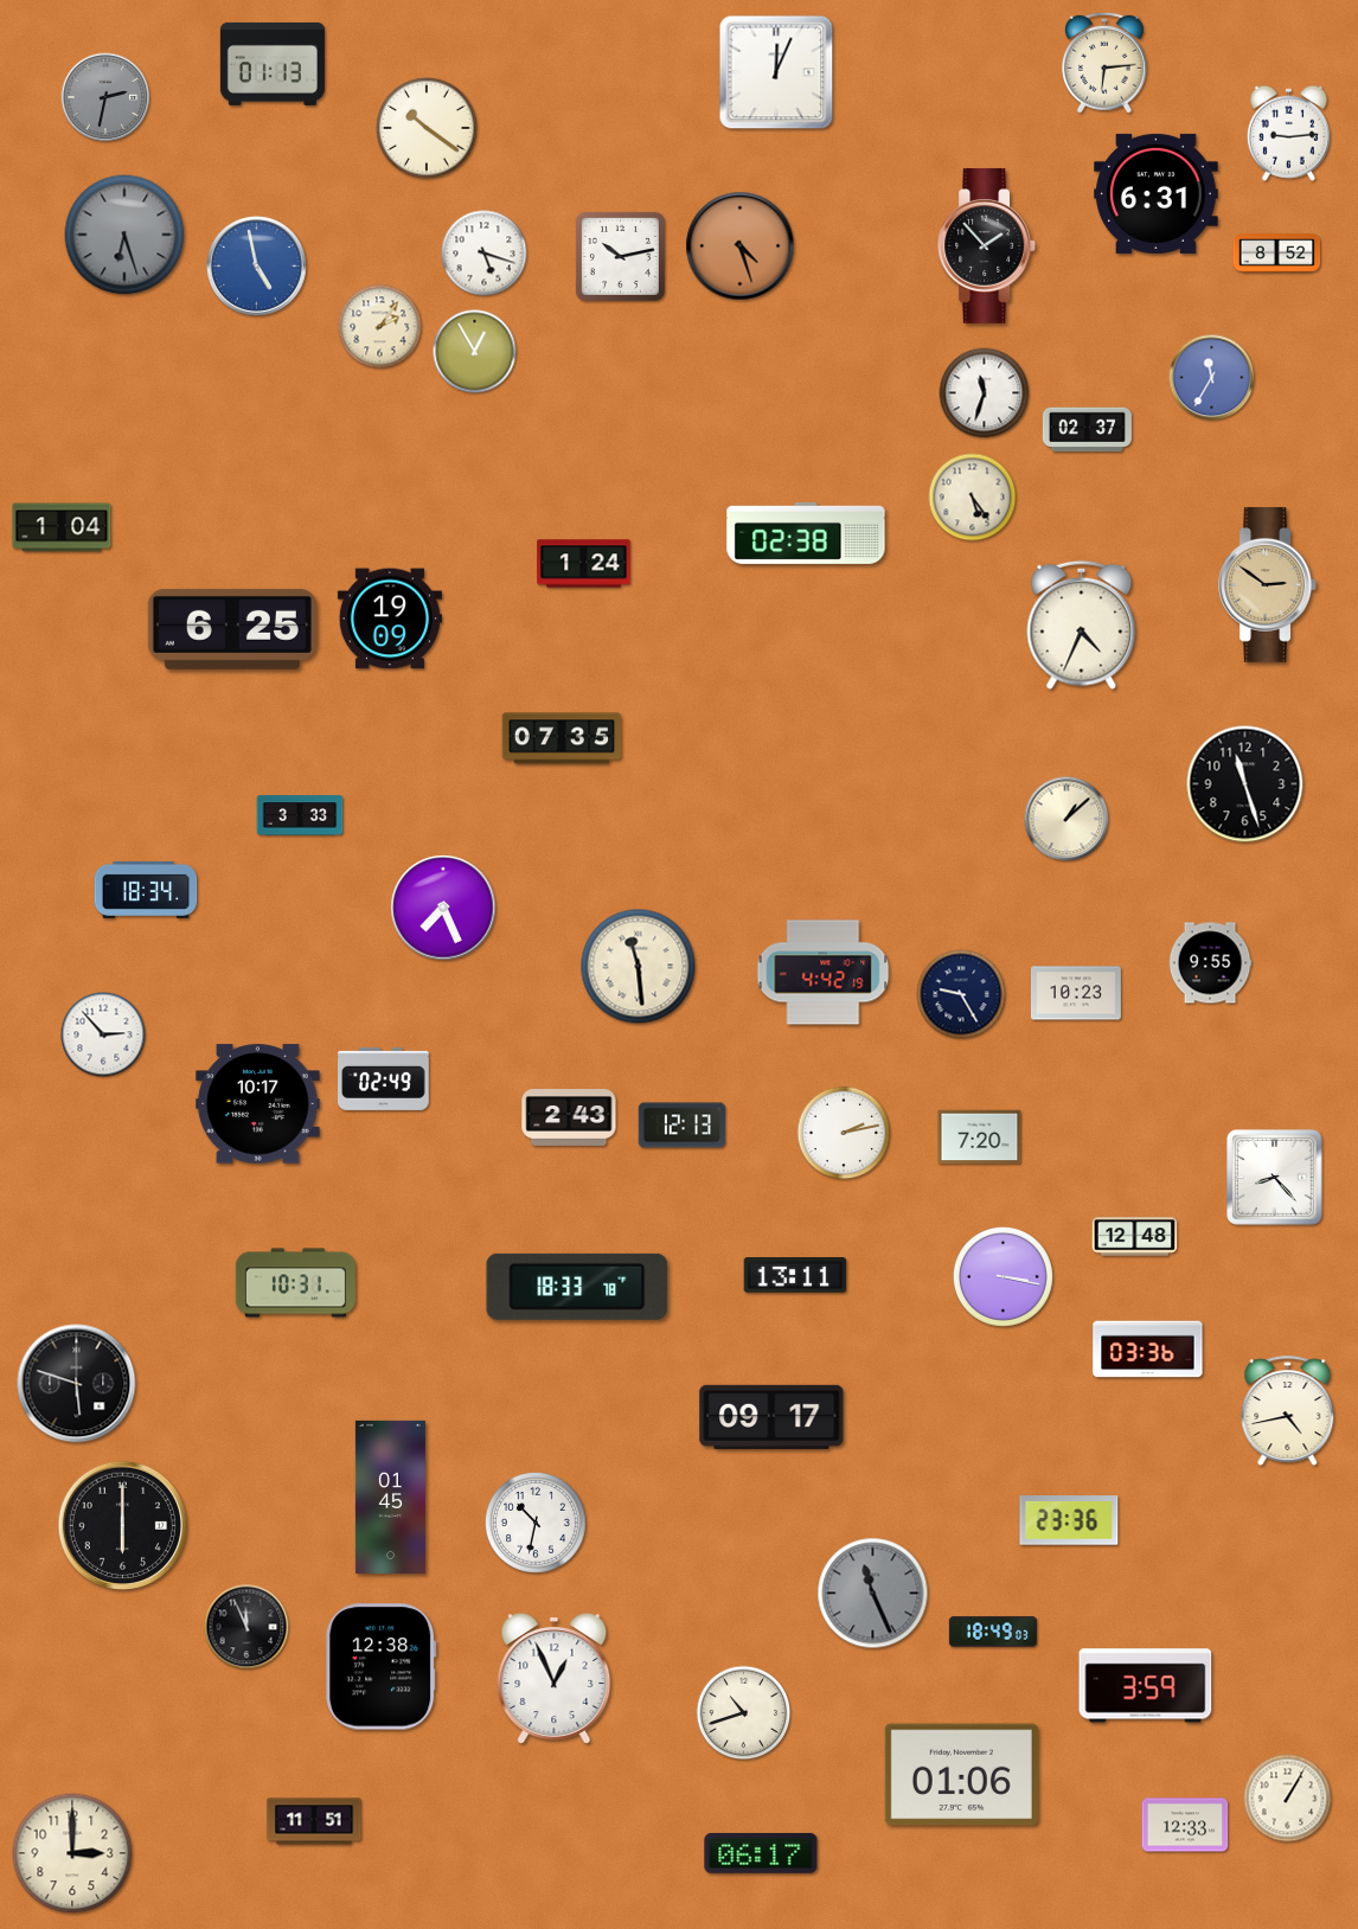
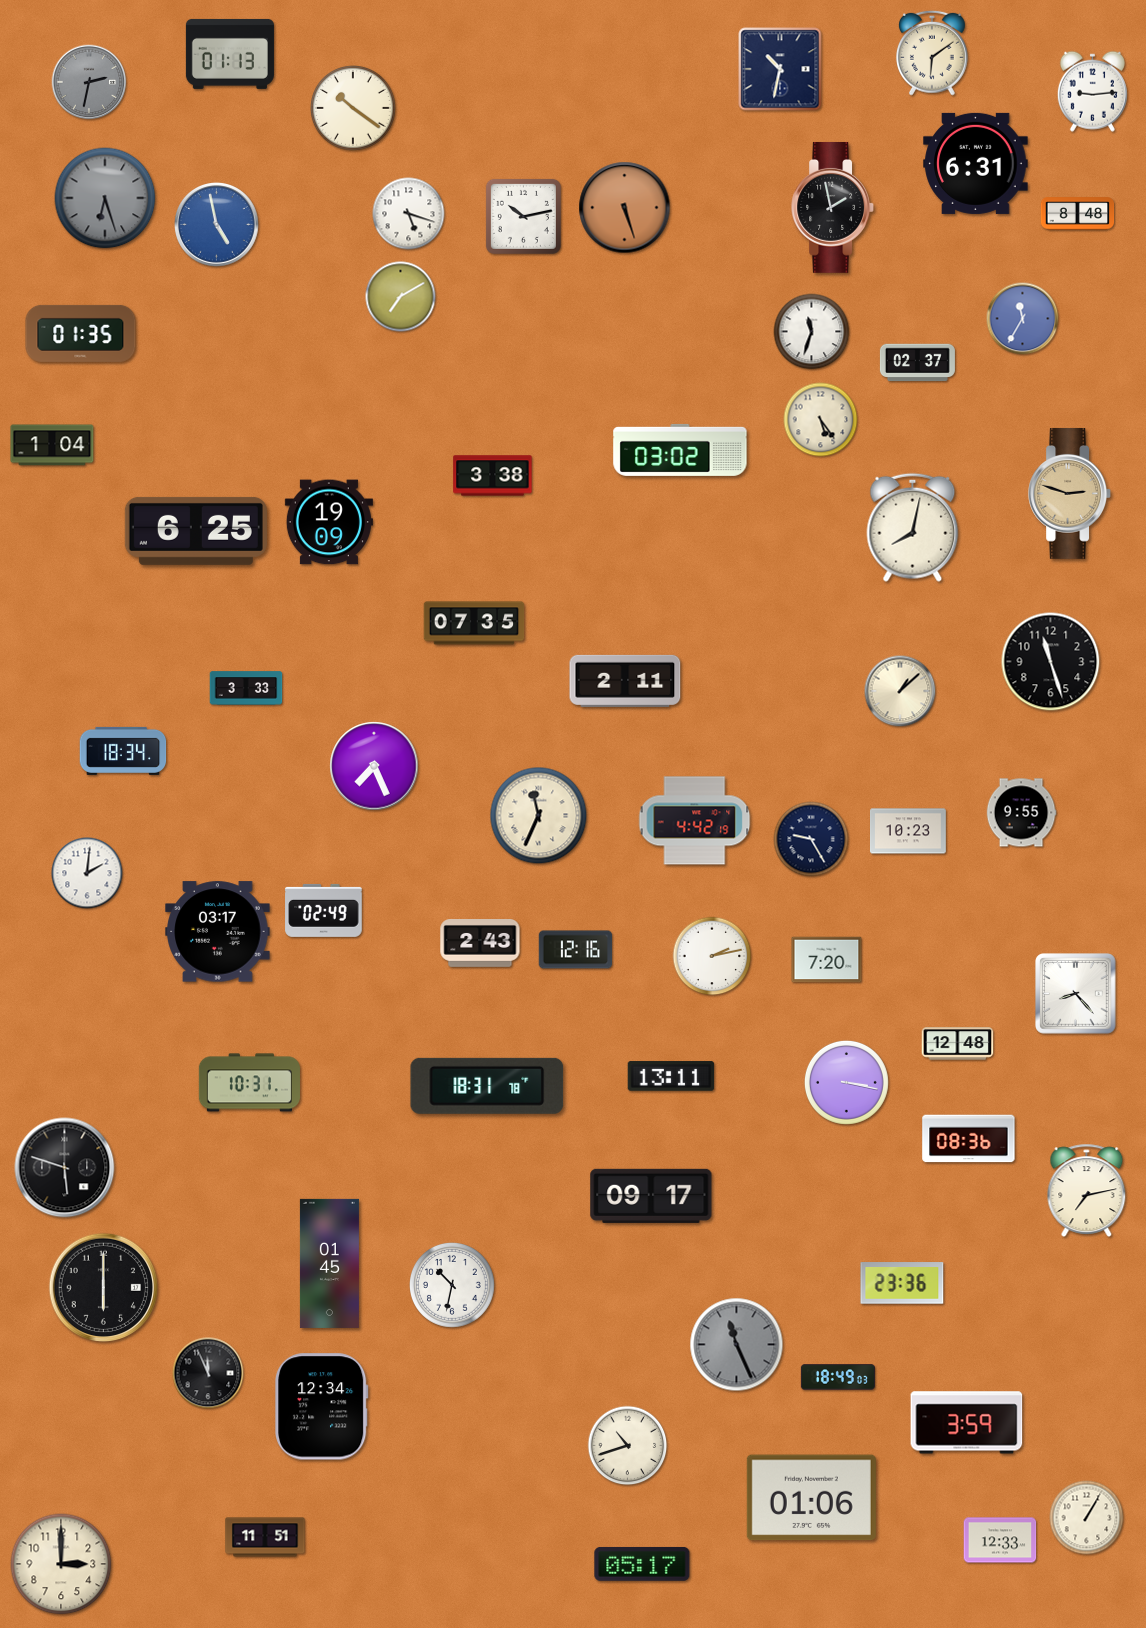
clock at (1106, 63): 6:14 -> 6:09
clock at (776, 72): 12:04 -> none
clock at (780, 69): none -> 10:32
clock at (428, 129) position: (428, 129) -> (354, 109)
clock at (1288, 133) position: (1288, 133) -> (1092, 91)
clock at (987, 245): 1:53 -> 1:58
clock at (741, 246): 4:27 -> 5:27
clock at (1277, 254): 8:52 -> 8:48
clock at (380, 327): 2:06 -> none
clock at (475, 352): 12:55 -> 7:10
clock at (985, 393) position: (985, 393) -> (812, 332)
clock at (81, 333): none -> 01:35
clock at (806, 533): 02:38 -> 03:02
clock at (584, 564): 1:24 -> 3:38
clock at (1268, 584): 2:51 -> 2:48
clock at (1082, 624): 4:34 -> 8:02
clock at (625, 681): none -> 2:11
clock at (300, 815) position: (300, 815) -> (246, 688)
clock at (639, 967): 11:29 -> 11:34
clock at (1077, 993) position: (1077, 993) -> (909, 831)
clock at (103, 1034): 2:53 -> 2:01
clock at (258, 1104): 10:17 -> 03:17
clock at (683, 1126): 12:13 -> 12:16
clock at (1003, 1276) position: (1003, 1276) -> (846, 1082)
clock at (577, 1287): 18:33 -> 18:31
clock at (1148, 1350): 03:36 -> 08:36
clock at (1288, 1410): 4:43 -> 7:13
clock at (382, 1667): 12:38 -> 12:34
clock at (555, 1679): 12:56 -> none
clock at (761, 1853): 06:17 -> 05:17
